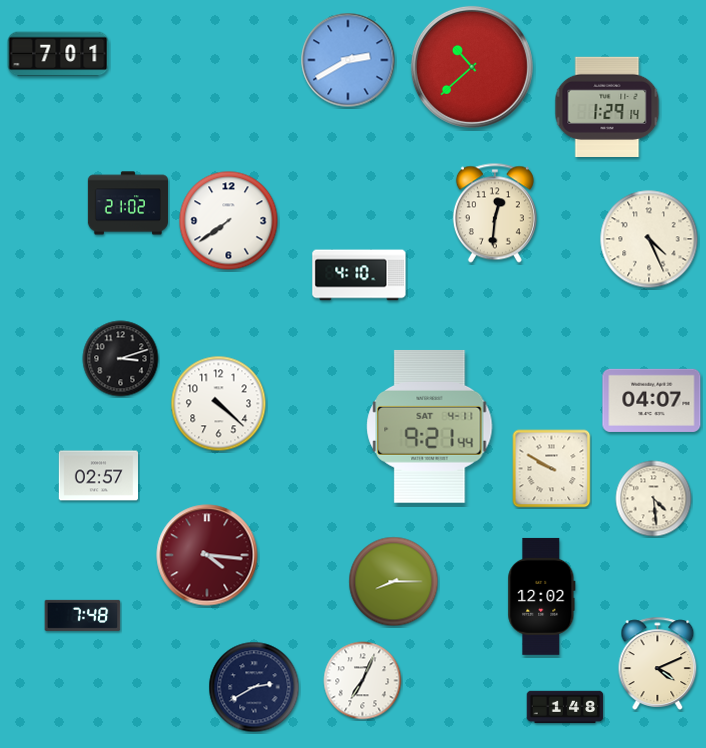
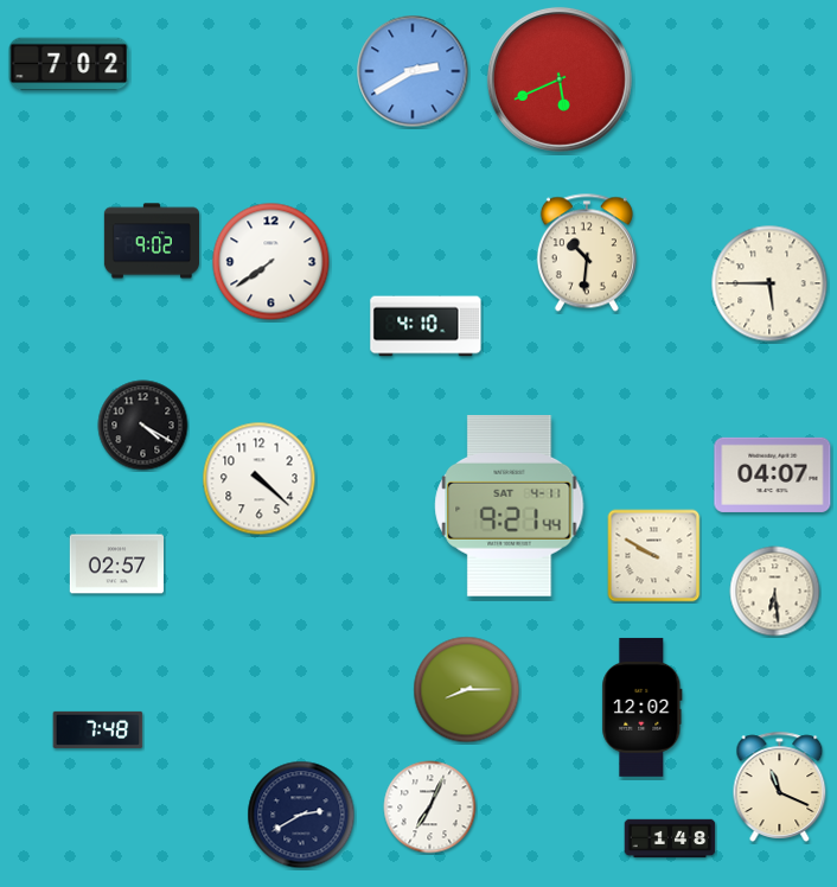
clock at (58, 54): 7:01 -> 7:02
clock at (472, 67): 10:38 -> 5:41
clock at (607, 106): 1:29 -> none
clock at (127, 203): 21:02 -> 9:02
clock at (495, 213): 12:31 -> 10:31
clock at (649, 239): 4:26 -> 5:45
clock at (121, 359): 3:12 -> 4:20
clock at (654, 499): 4:29 -> 6:29
clock at (207, 555): 4:16 -> none
clock at (658, 663): 4:11 -> 11:19
